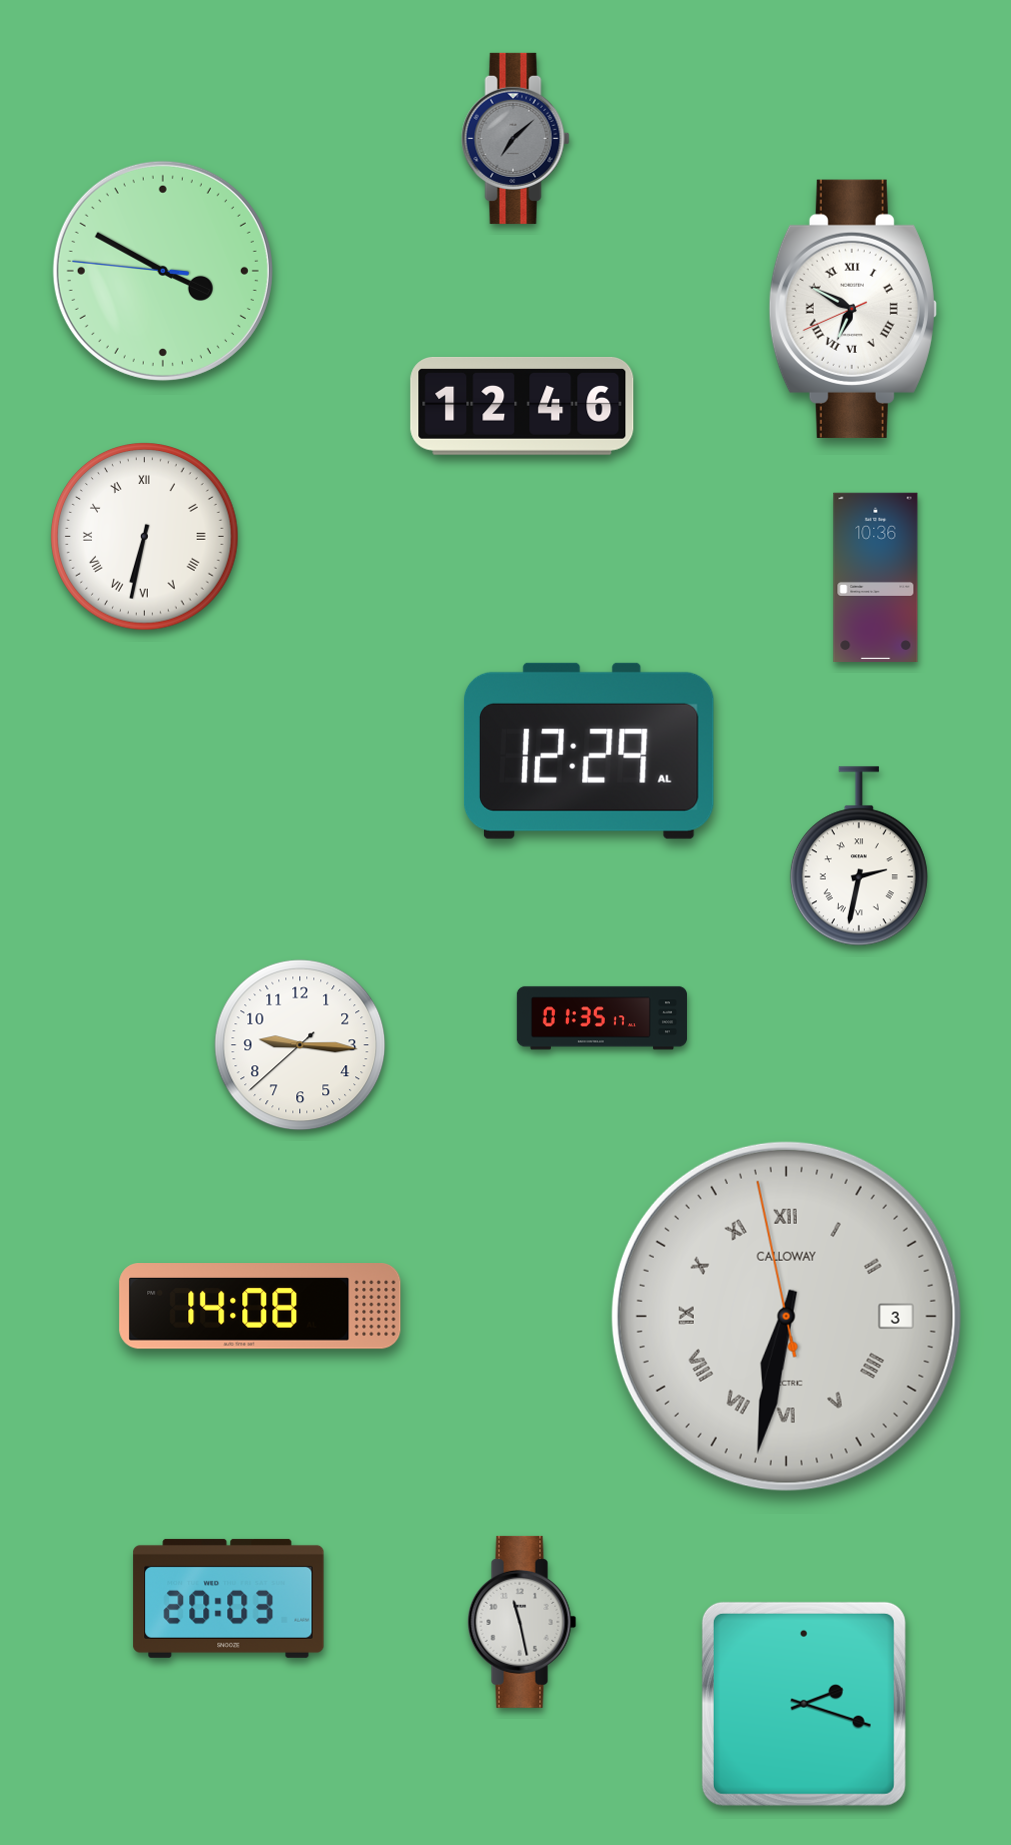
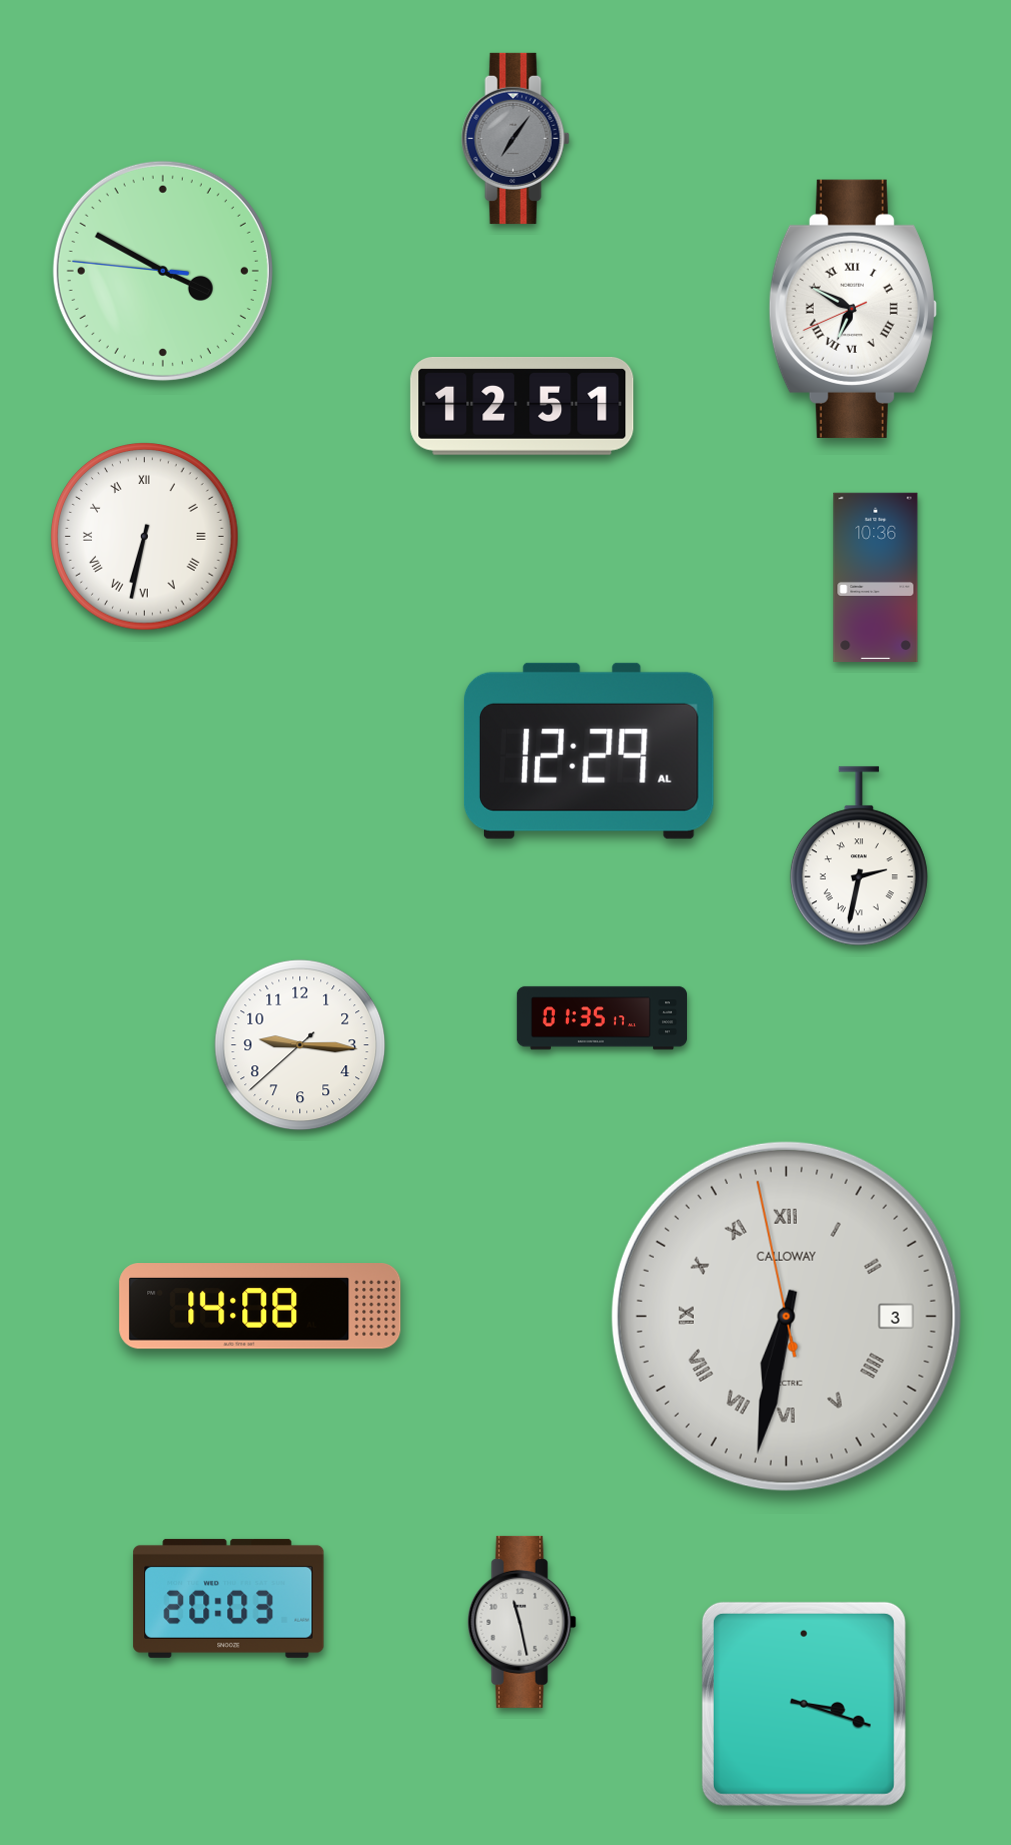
clock at (516, 138): 7:08 -> 7:06
clock at (522, 406): 12:46 -> 12:51
clock at (804, 1704): 2:18 -> 3:18
